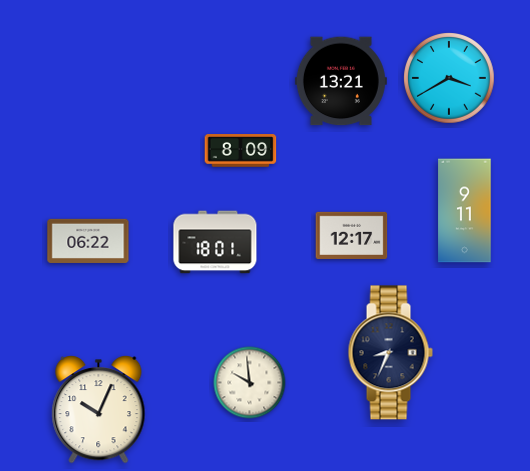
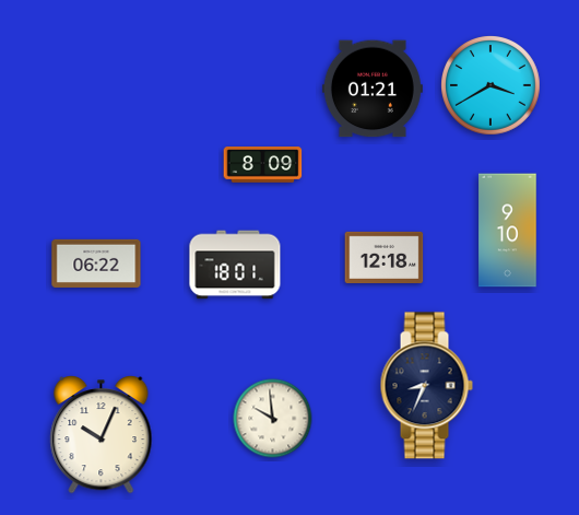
clock at (341, 81): 13:21 -> 01:21
clock at (465, 211): 9:11 -> 9:10
clock at (352, 235): 12:17 -> 12:18
clock at (99, 410) position: (99, 410) -> (102, 435)
